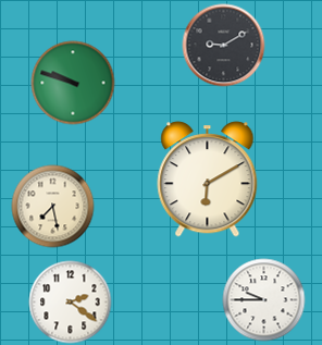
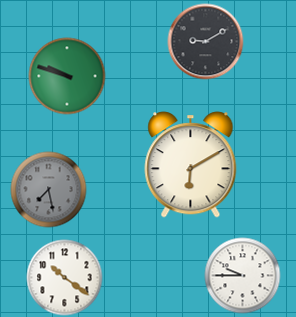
clock at (53, 207) dial: cream -> grey
clock at (71, 303): 2:21 -> 10:21
